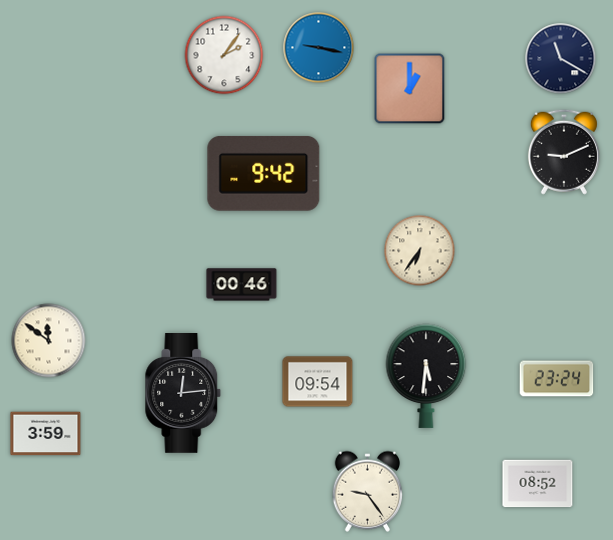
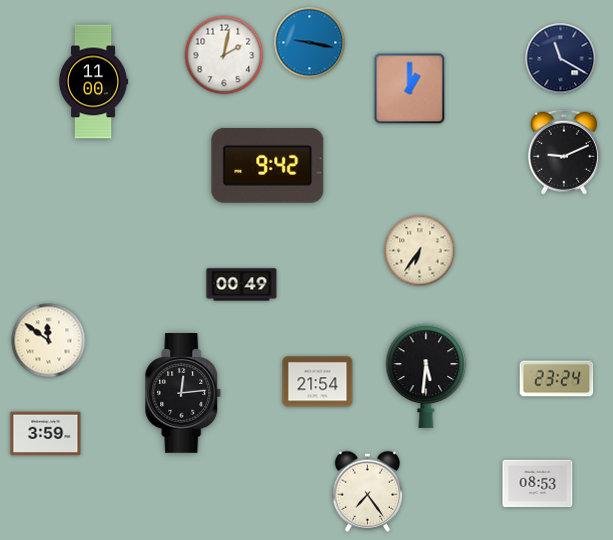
clock at (319, 48) position: (319, 48) -> (310, 43)
clock at (224, 55): 2:06 -> 2:02
clock at (93, 82): none -> 11:00
clock at (264, 173) position: (264, 173) -> (268, 165)
clock at (242, 285): 00:46 -> 00:49
clock at (318, 382): 09:54 -> 21:54
clock at (538, 484): 08:52 -> 08:53
clock at (367, 491): 9:24 -> 7:24
